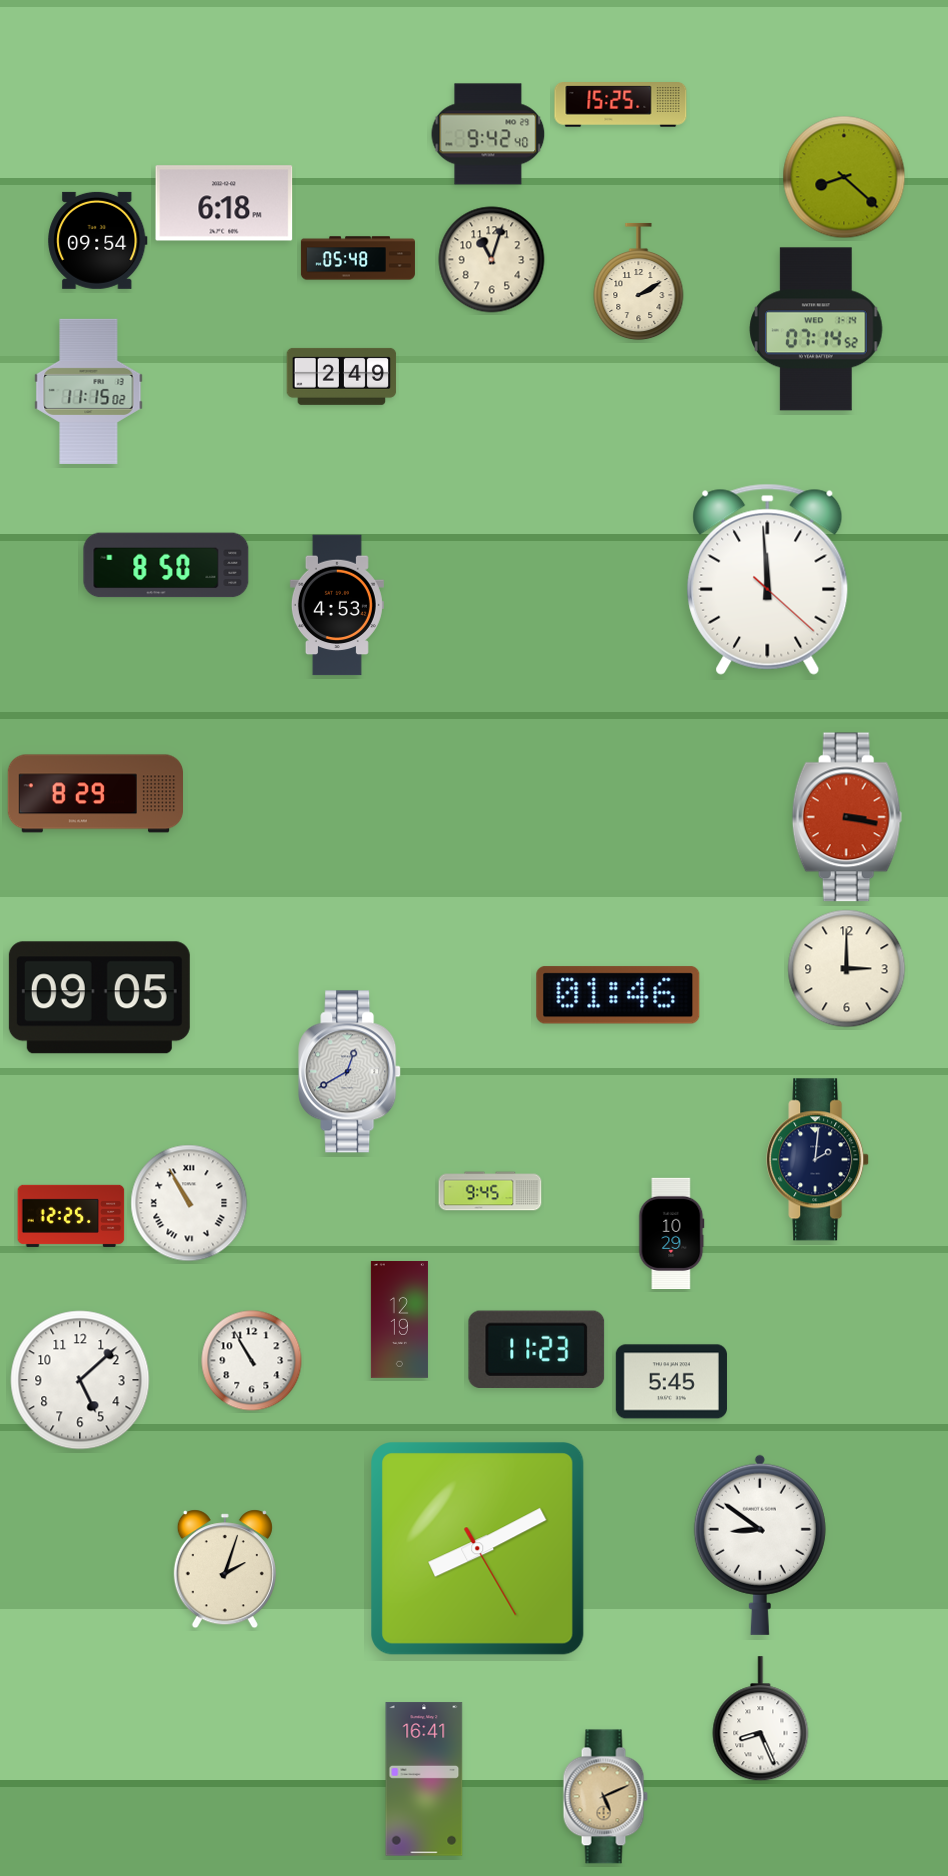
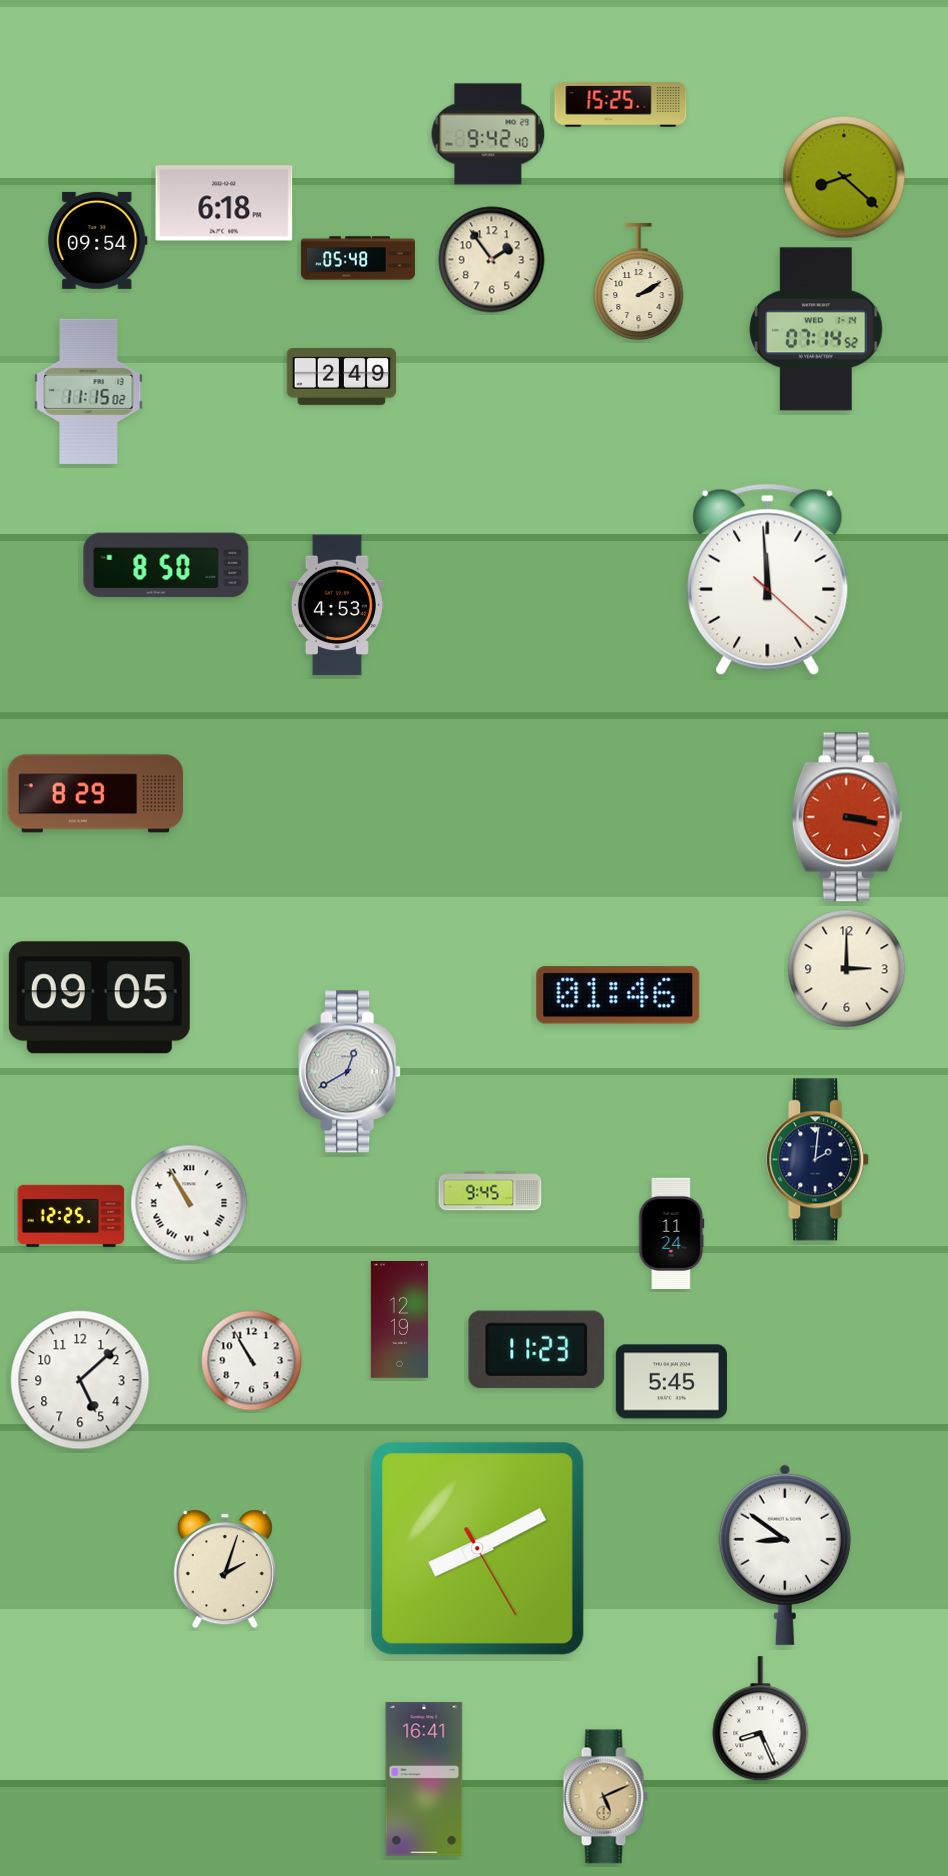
clock at (492, 260): 11:03 -> 1:54
clock at (672, 1233): 10:29 -> 11:24
clock at (760, 1545) position: (760, 1545) -> (785, 1555)
